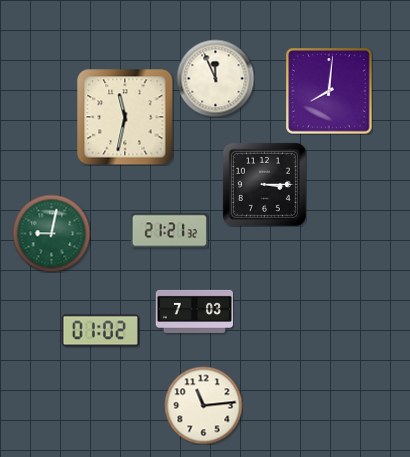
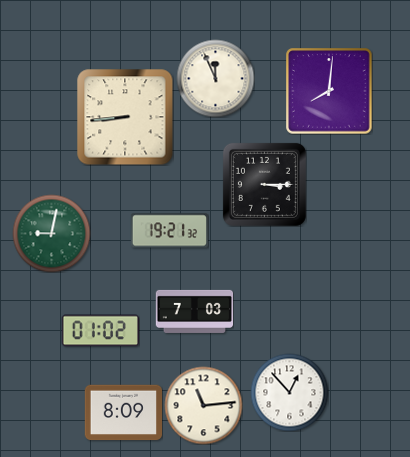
clock at (125, 117): 11:32 -> 8:44
clock at (169, 231): 21:21 -> 19:21
clock at (289, 392): none -> 12:53
clock at (123, 413): none -> 8:09
